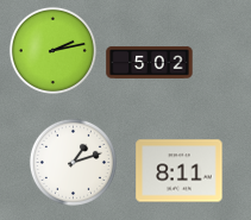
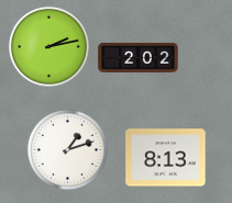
clock at (150, 62): 5:02 -> 2:02
clock at (180, 171): 8:11 -> 8:13
